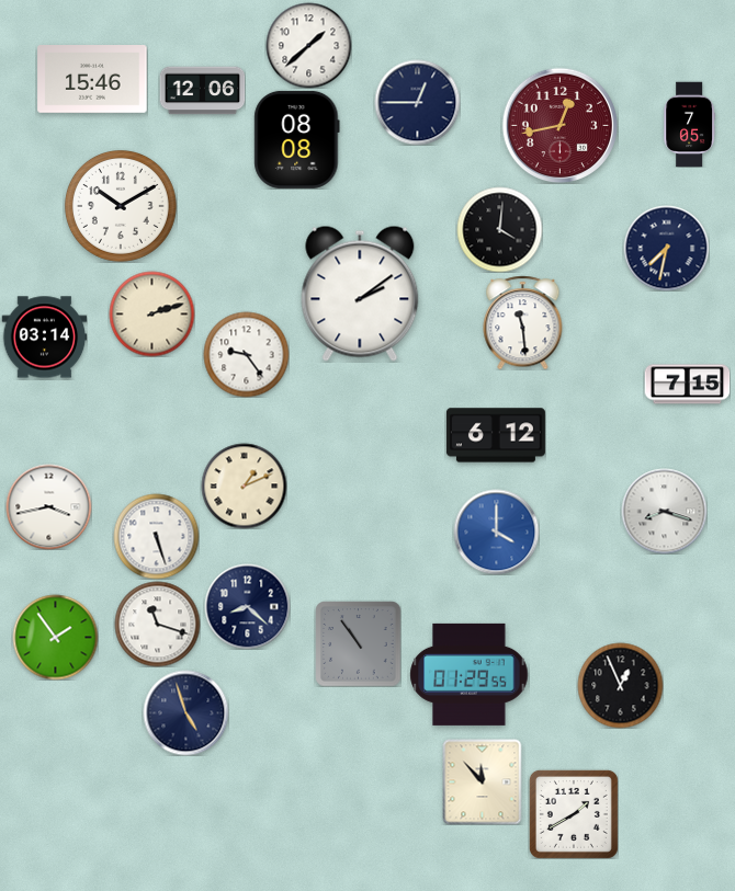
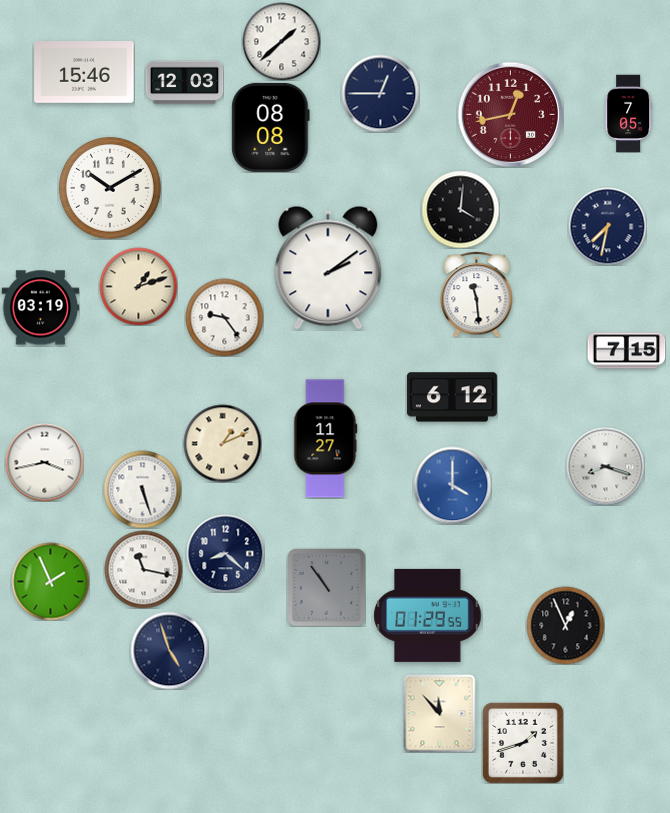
clock at (202, 91): 12:06 -> 12:03
clock at (499, 229) position: (499, 229) -> (460, 209)
clock at (151, 313): 2:12 -> 1:12
clock at (44, 338): 03:14 -> 03:19
clock at (246, 354) position: (246, 354) -> (224, 317)
clock at (326, 439): none -> 11:27
clock at (157, 624): 11:18 -> 11:17
clock at (55, 637): 1:54 -> 1:56
clock at (574, 814): 1:40 -> 1:42
